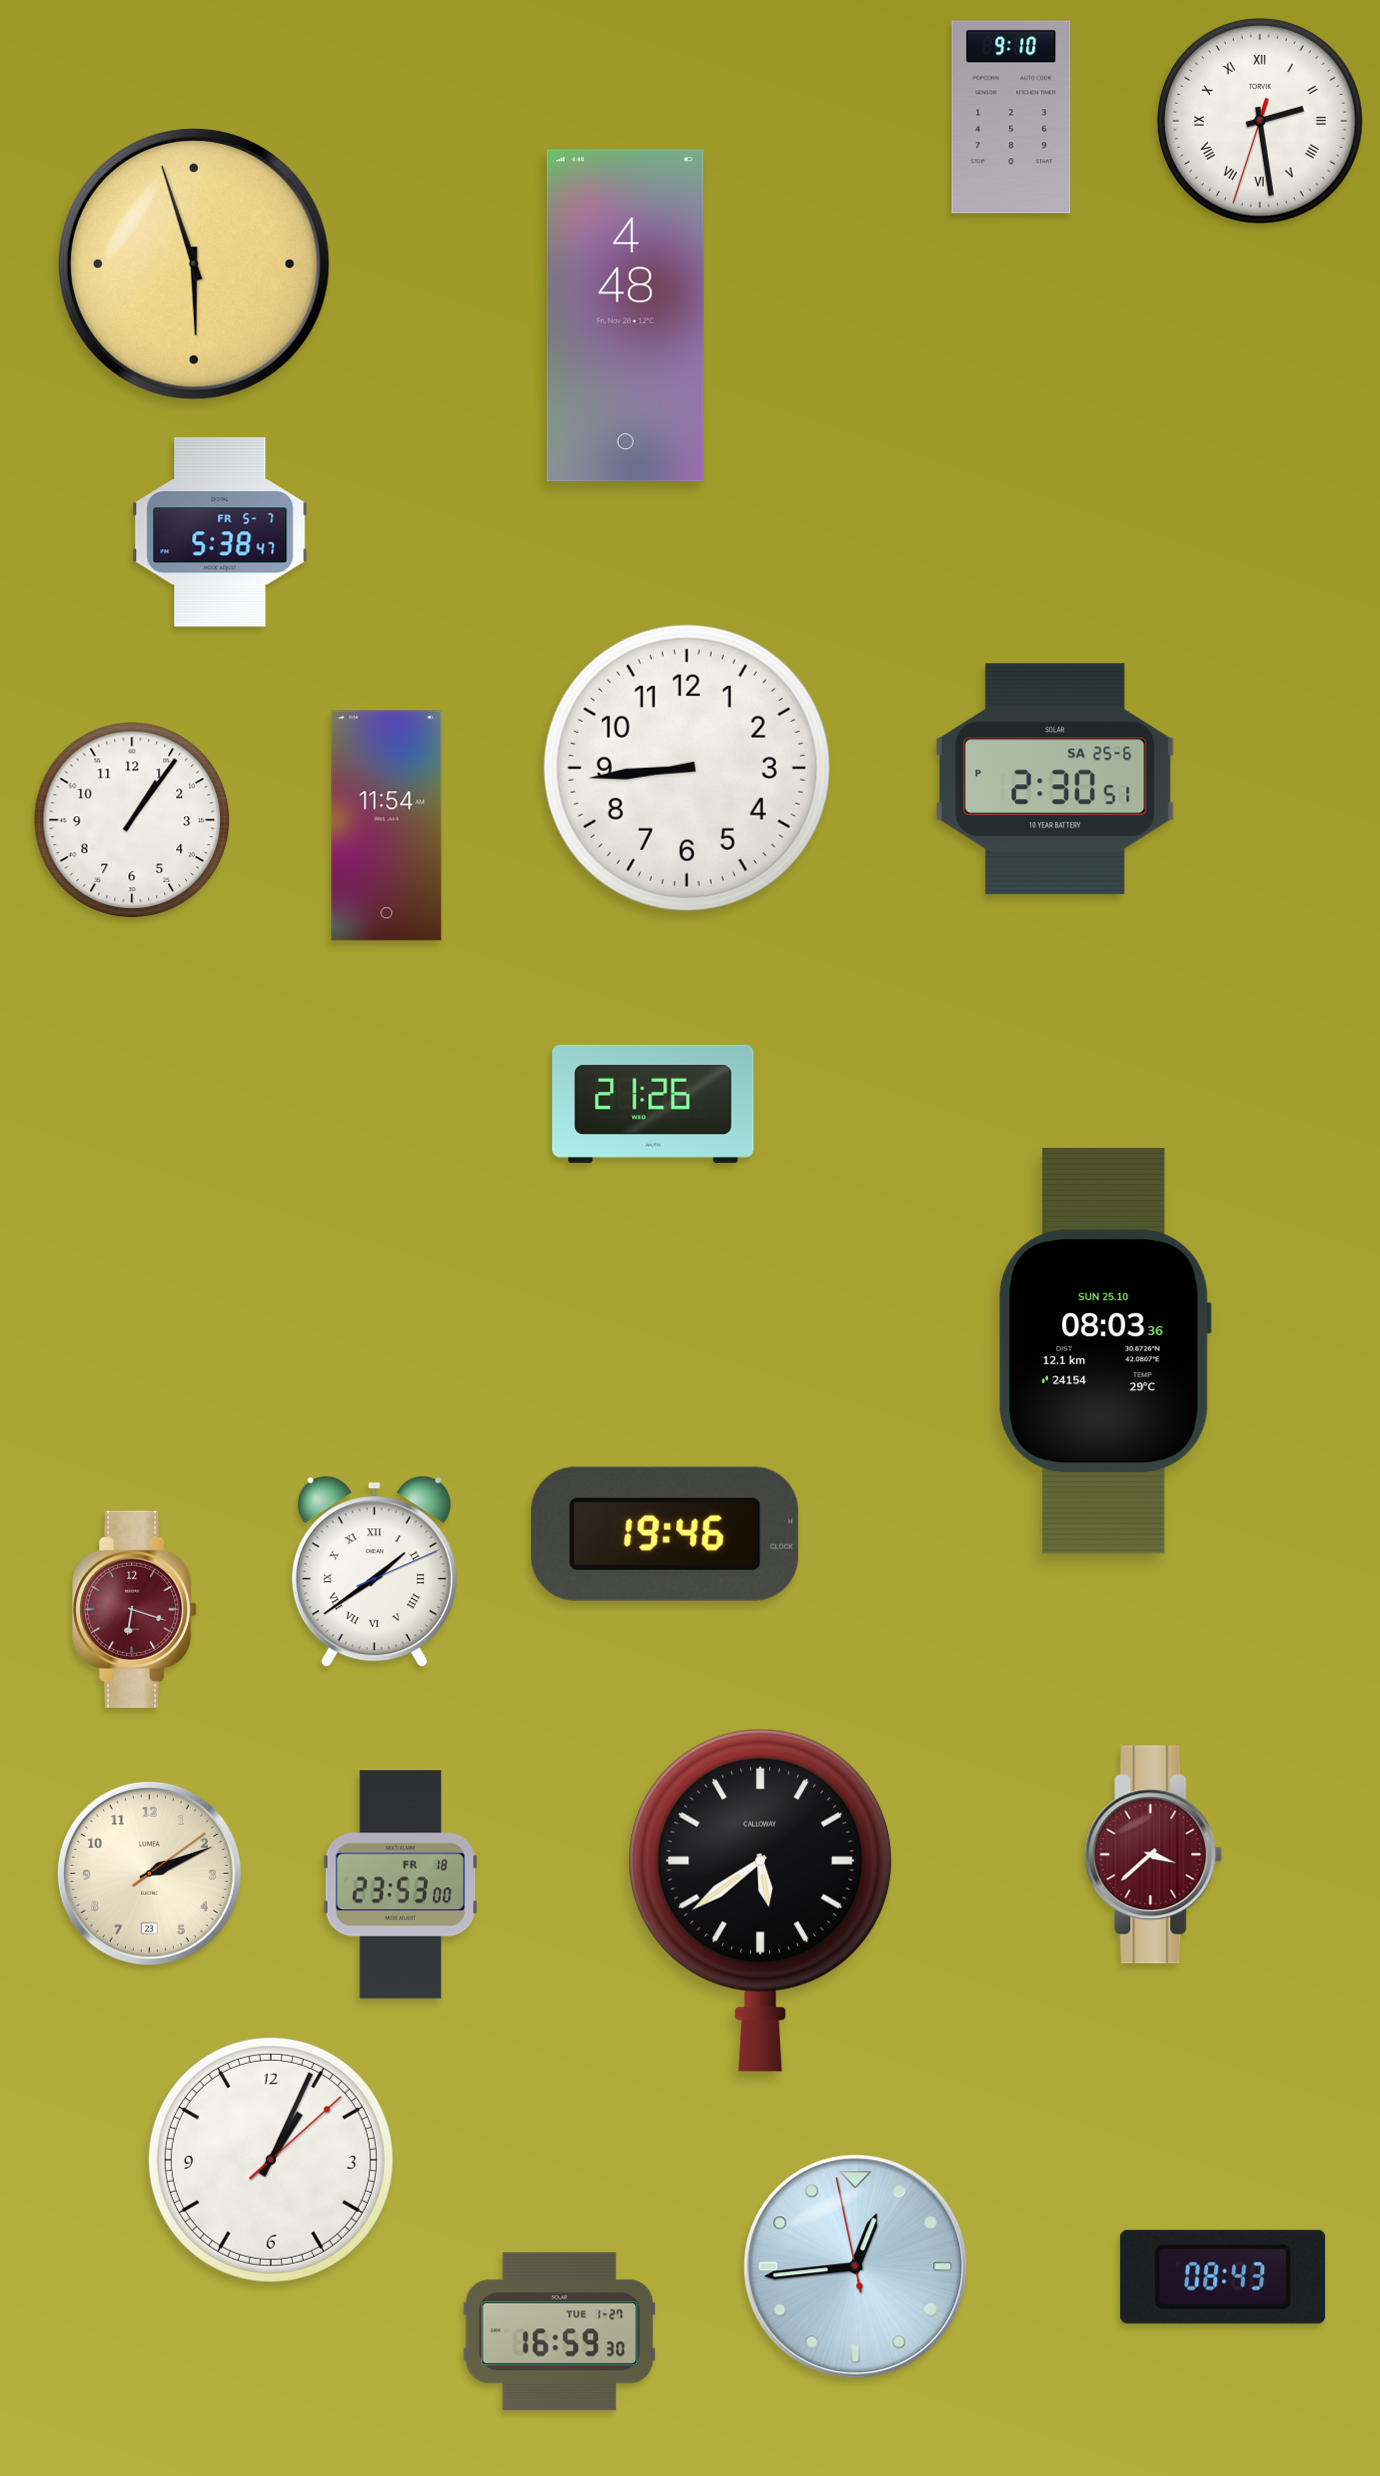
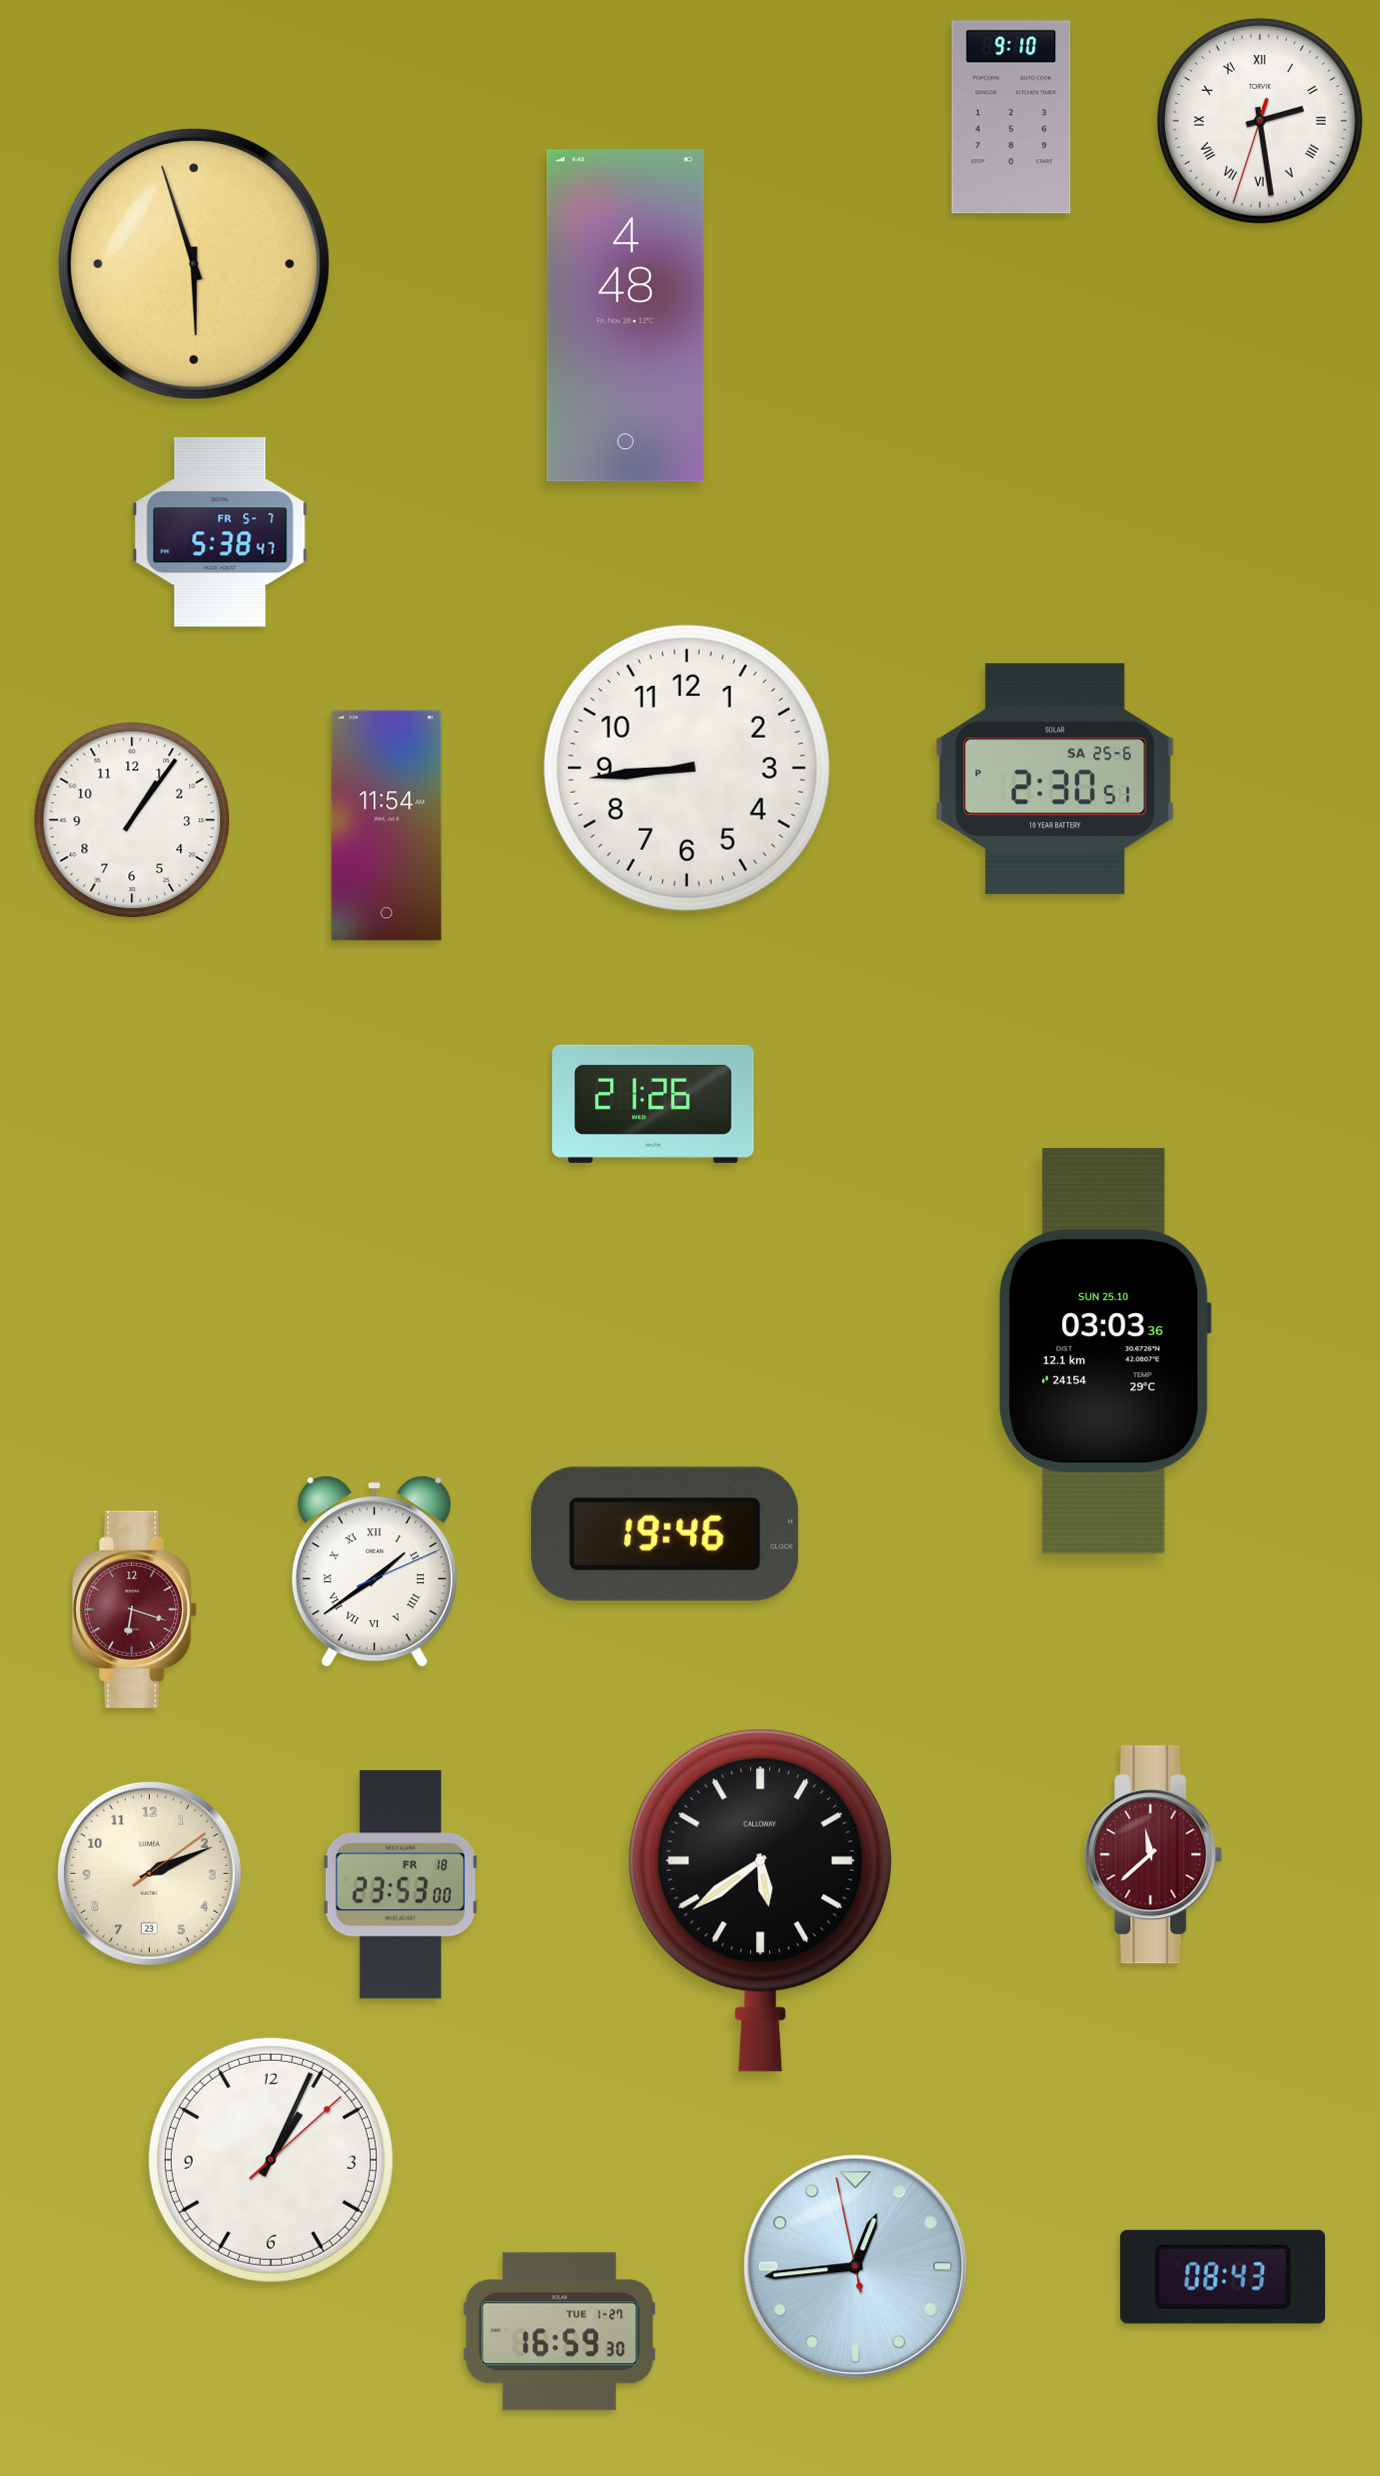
clock at (1105, 1351): 08:03 -> 03:03
clock at (1154, 1855): 3:38 -> 11:38
